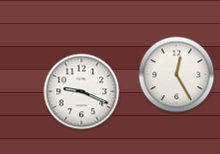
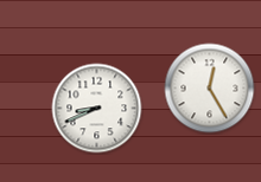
clock at (82, 92): 9:19 -> 8:41
